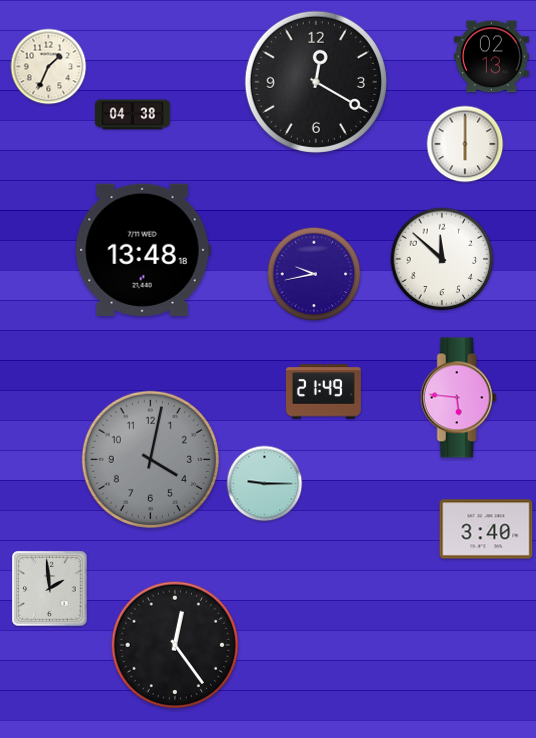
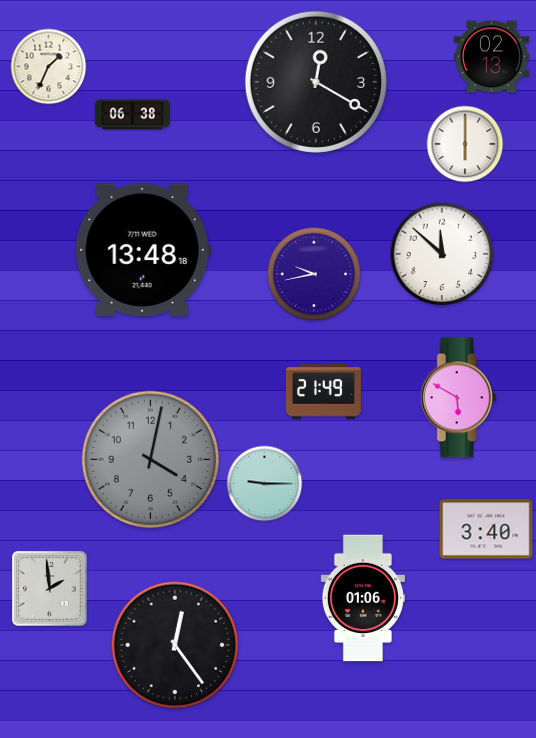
clock at (132, 115): 04:38 -> 06:38
clock at (442, 259) position: (442, 259) -> (442, 254)
clock at (458, 398): 5:46 -> 5:50
clock at (363, 598): none -> 01:06
